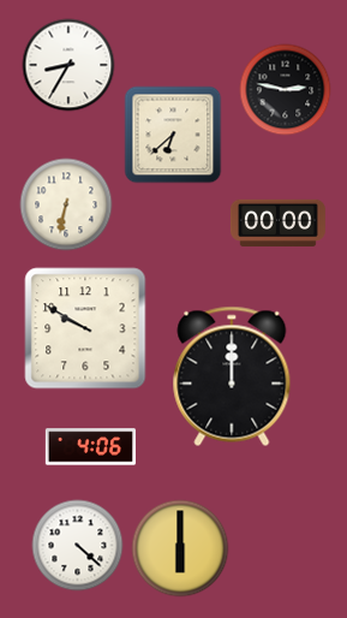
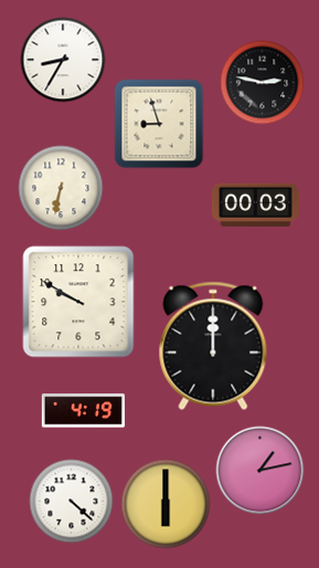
clock at (173, 135): 6:38 -> 8:57
clock at (277, 222): 00:00 -> 00:03
clock at (90, 447): 4:06 -> 4:19
clock at (260, 471): none -> 1:13
